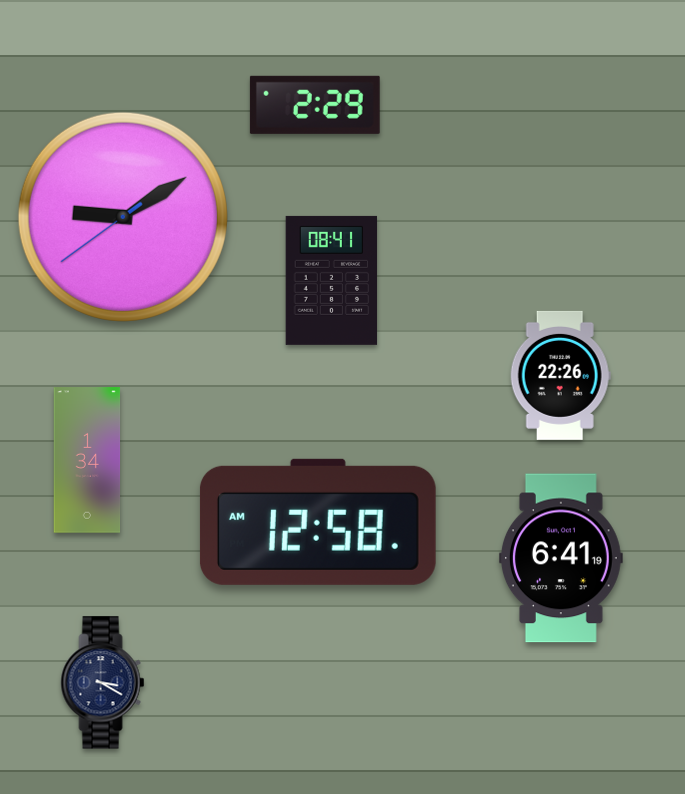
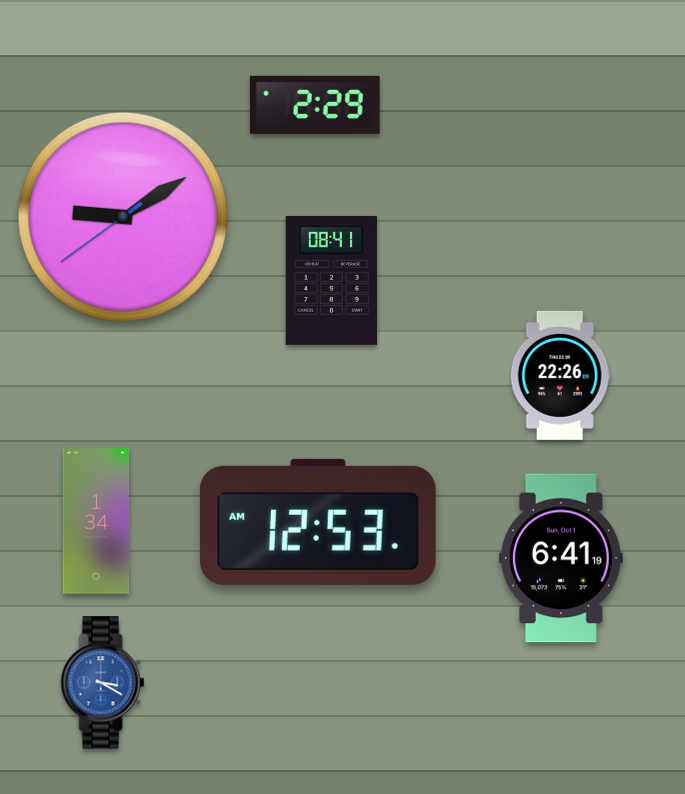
clock at (87, 460) position: (87, 460) -> (96, 521)
clock at (318, 522): 12:58 -> 12:53
clock at (103, 683) dial: navy -> blue
